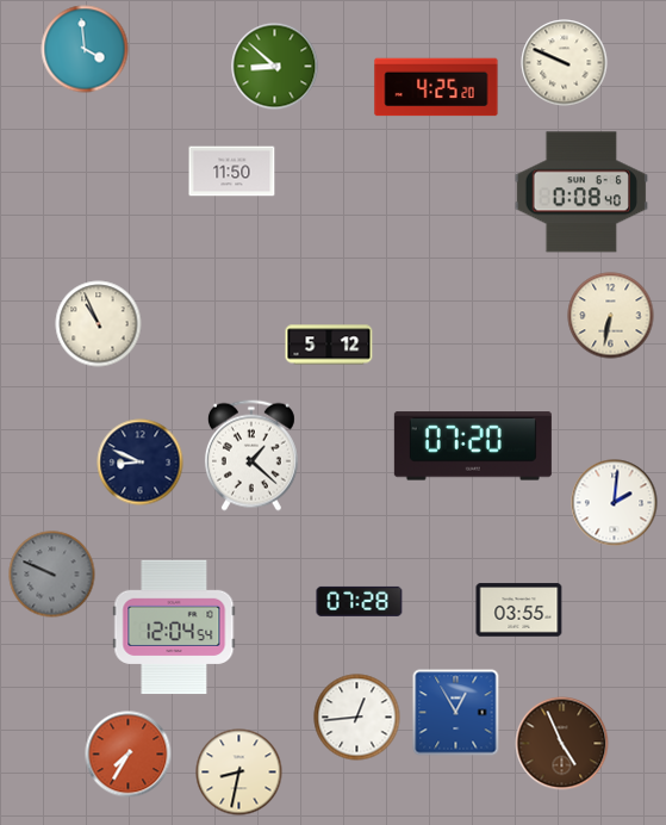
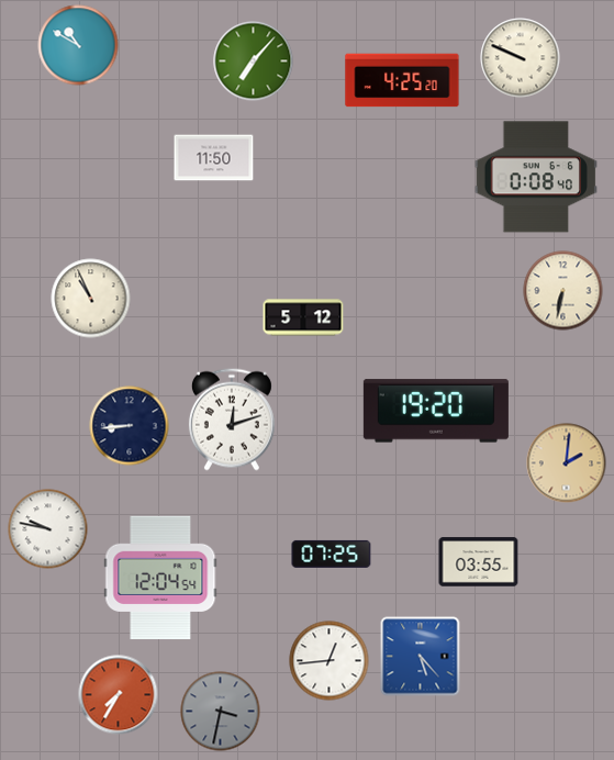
clock at (85, 49): 3:59 -> 10:50
clock at (275, 67): 8:52 -> 7:07
clock at (473, 446): 07:20 -> 19:20
clock at (251, 455): 1:22 -> 12:12
clock at (141, 463): 8:49 -> 8:44
clock at (615, 503) dial: white -> champagne
clock at (52, 575): 9:49 -> 9:47
clock at (52, 575) dial: grey -> white
clock at (360, 601): 07:28 -> 07:25
clock at (456, 713): 12:55 -> 5:23
clock at (562, 744): 4:56 -> none
clock at (239, 773): 8:32 -> 3:32
clock at (239, 773) dial: cream -> grey
